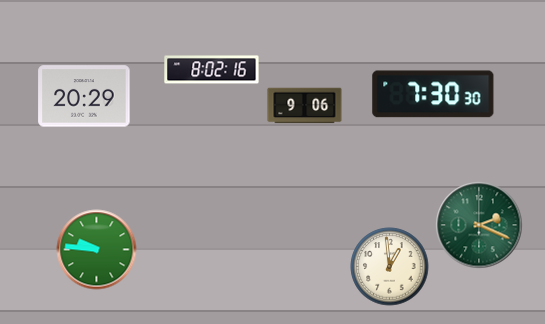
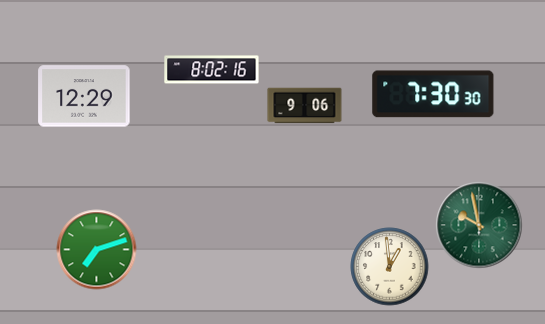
clock at (84, 96): 20:29 -> 12:29
clock at (479, 225): 2:19 -> 9:58
clock at (97, 250): 9:46 -> 7:12
